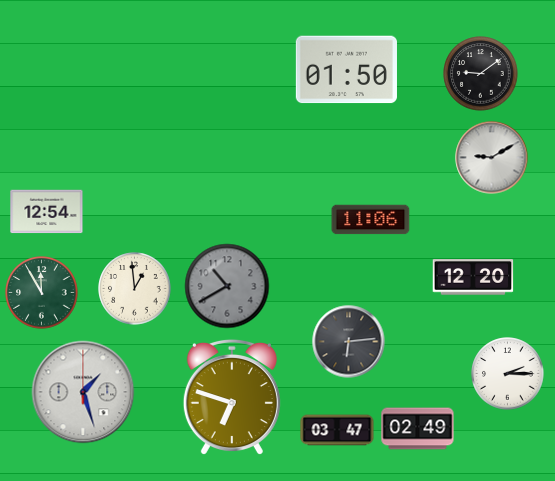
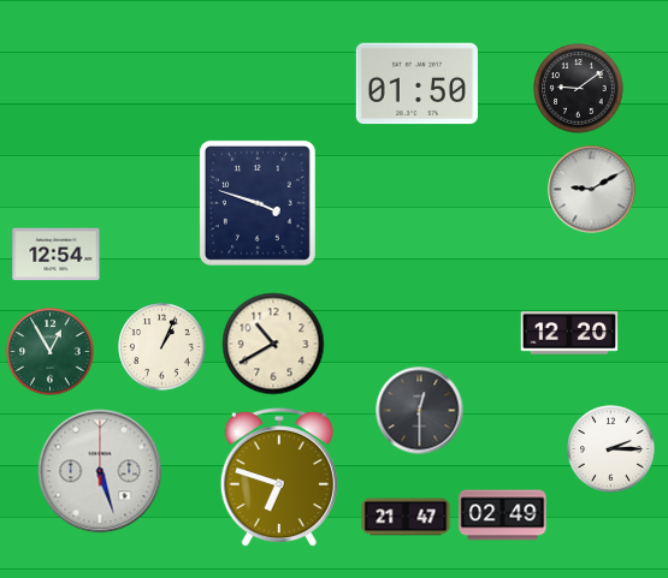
clock at (258, 203): none -> 3:48
clock at (371, 220): 11:06 -> none
clock at (227, 286) dial: grey -> cream
clock at (135, 289): 12:59 -> 1:04
clock at (42, 293): 11:55 -> 12:55
clock at (349, 342): 6:14 -> 12:30
clock at (83, 392): 1:27 -> 5:27
clock at (337, 430): 03:47 -> 21:47
